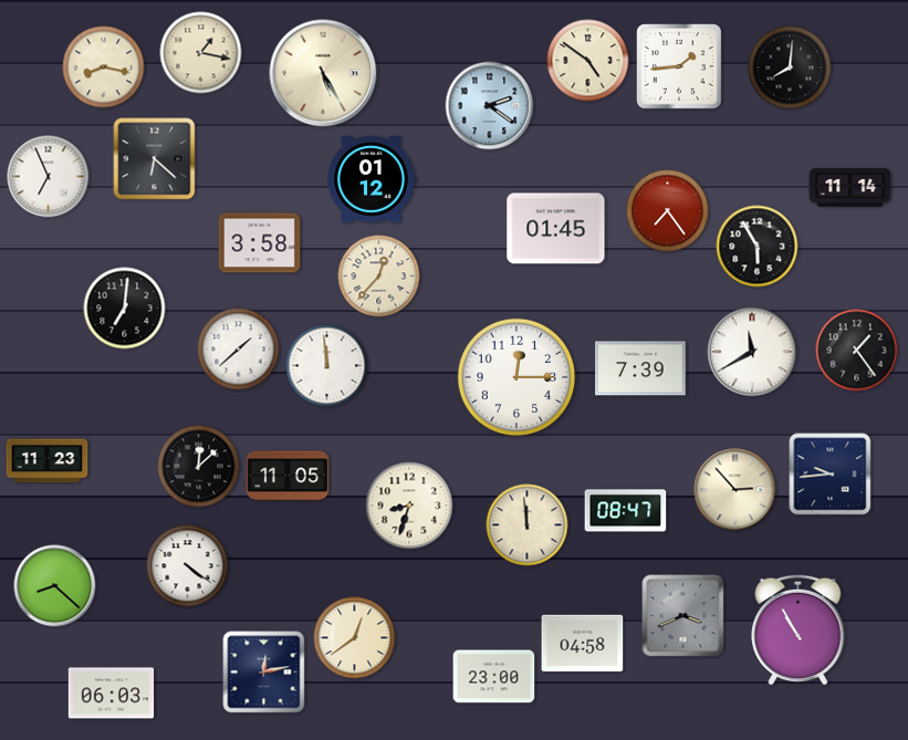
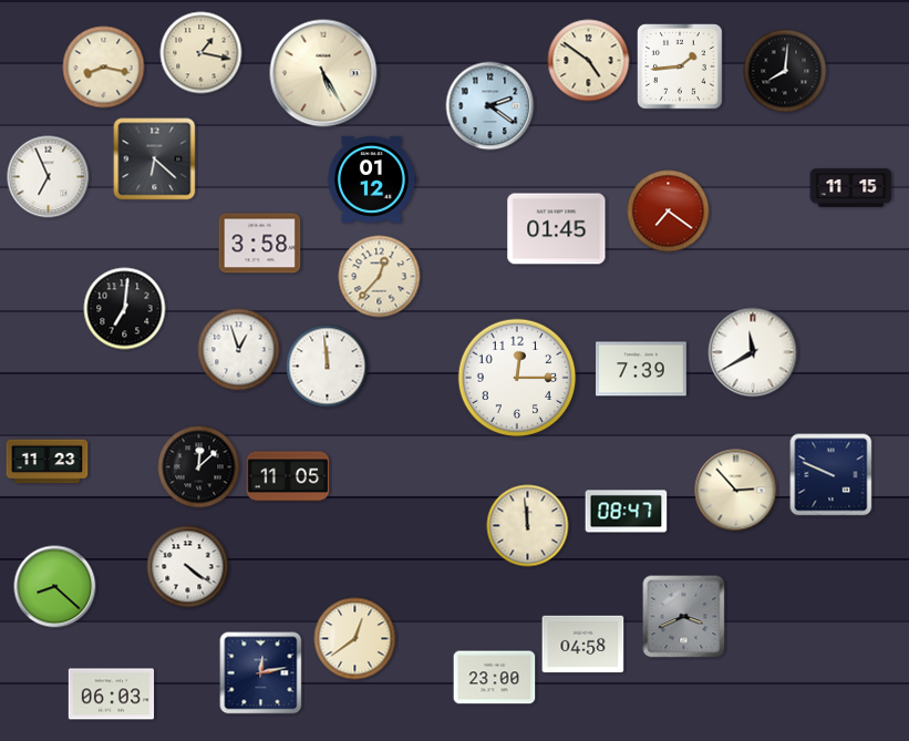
clock at (790, 67) position: (790, 67) -> (785, 71)
clock at (850, 188): 11:14 -> 11:15
clock at (668, 211): 7:24 -> 7:21
clock at (758, 247): 5:55 -> none
clock at (239, 350): 1:38 -> 12:57
clock at (857, 351): 1:24 -> none
clock at (831, 475): 9:44 -> 9:49
clock at (409, 506): 8:33 -> none
clock at (799, 629): 10:55 -> none
clock at (264, 673) position: (264, 673) -> (261, 673)
